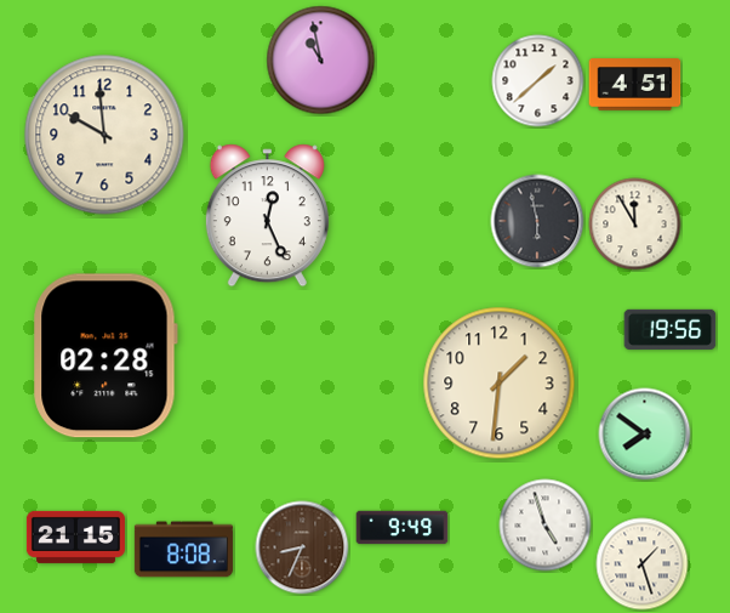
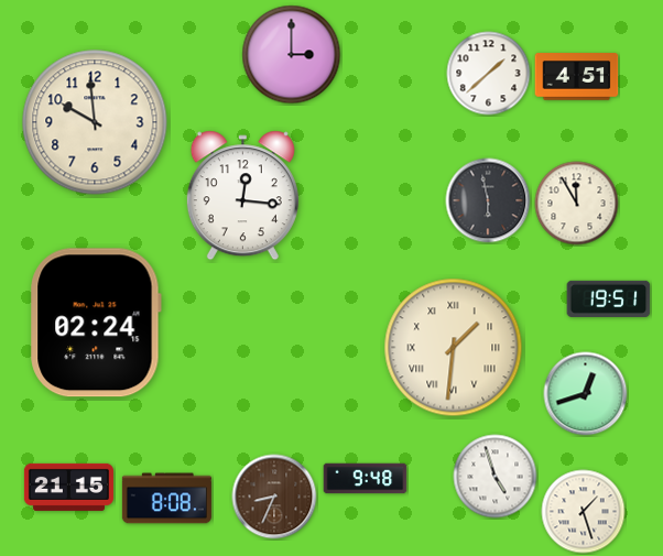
clock at (321, 61): 10:58 -> 3:00
clock at (267, 216): 12:26 -> 12:16
clock at (671, 329): 19:56 -> 19:51
clock at (105, 356): 02:28 -> 02:24
clock at (500, 384) numerals: Arabic -> Roman
clock at (645, 435): 7:51 -> 12:42
clock at (403, 528): 9:49 -> 9:48
